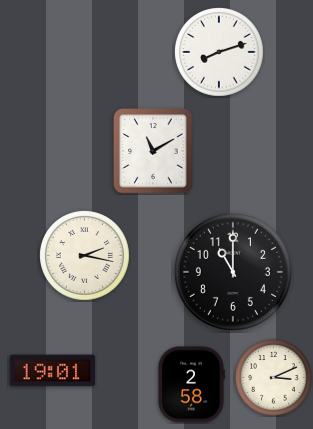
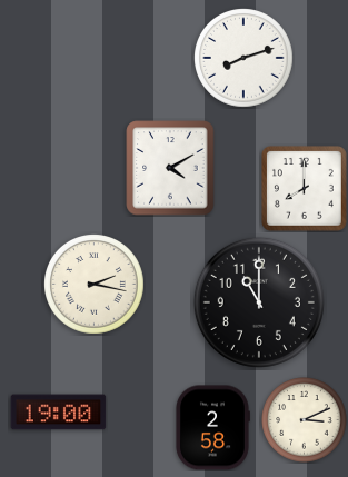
clock at (153, 151): 11:10 -> 4:10
clock at (305, 189): none -> 8:00
clock at (53, 371): 19:01 -> 19:00
